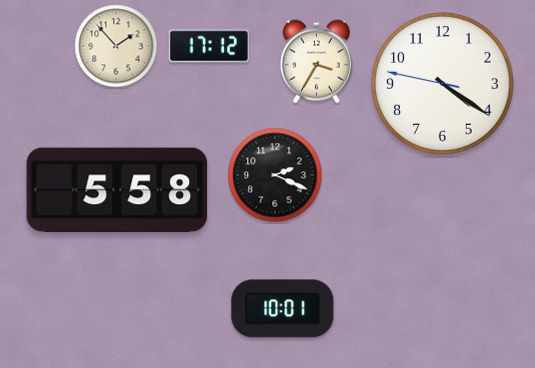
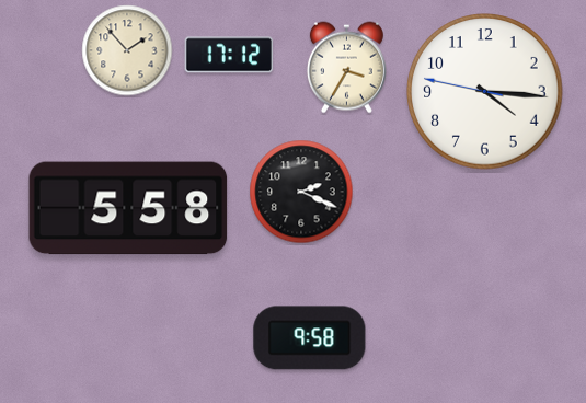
clock at (209, 46) position: (209, 46) -> (229, 55)
clock at (443, 84): 4:20 -> 4:15
clock at (283, 309): 10:01 -> 9:58
